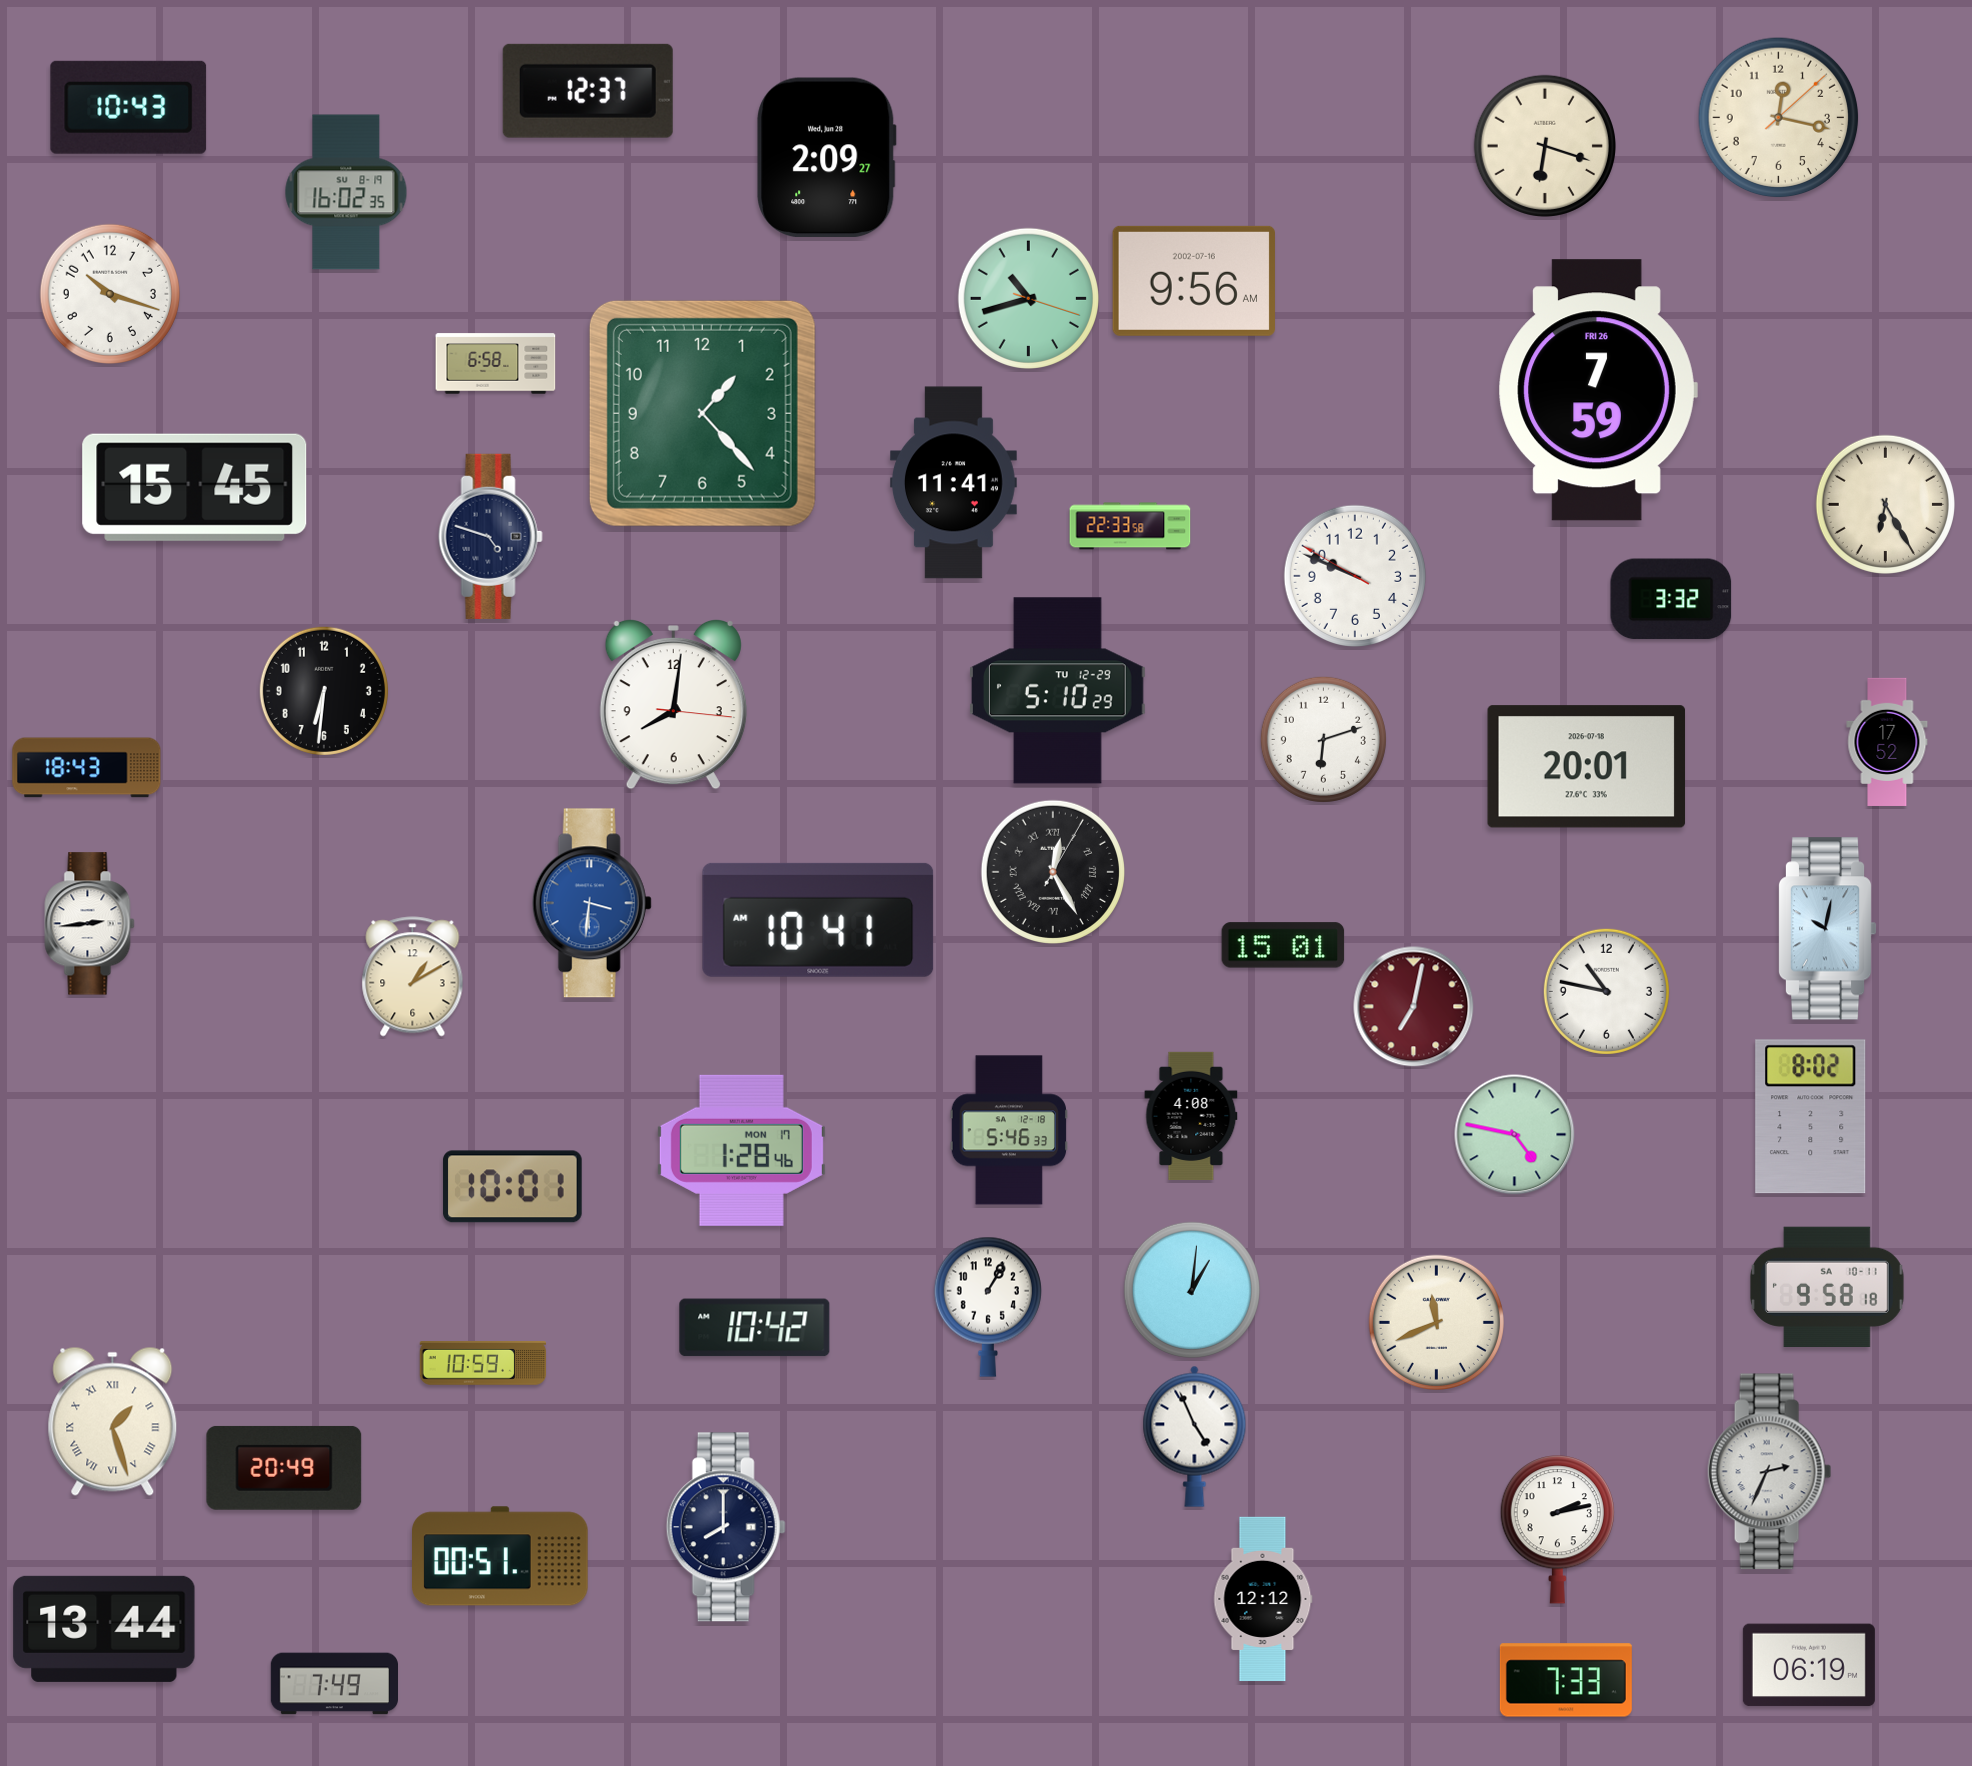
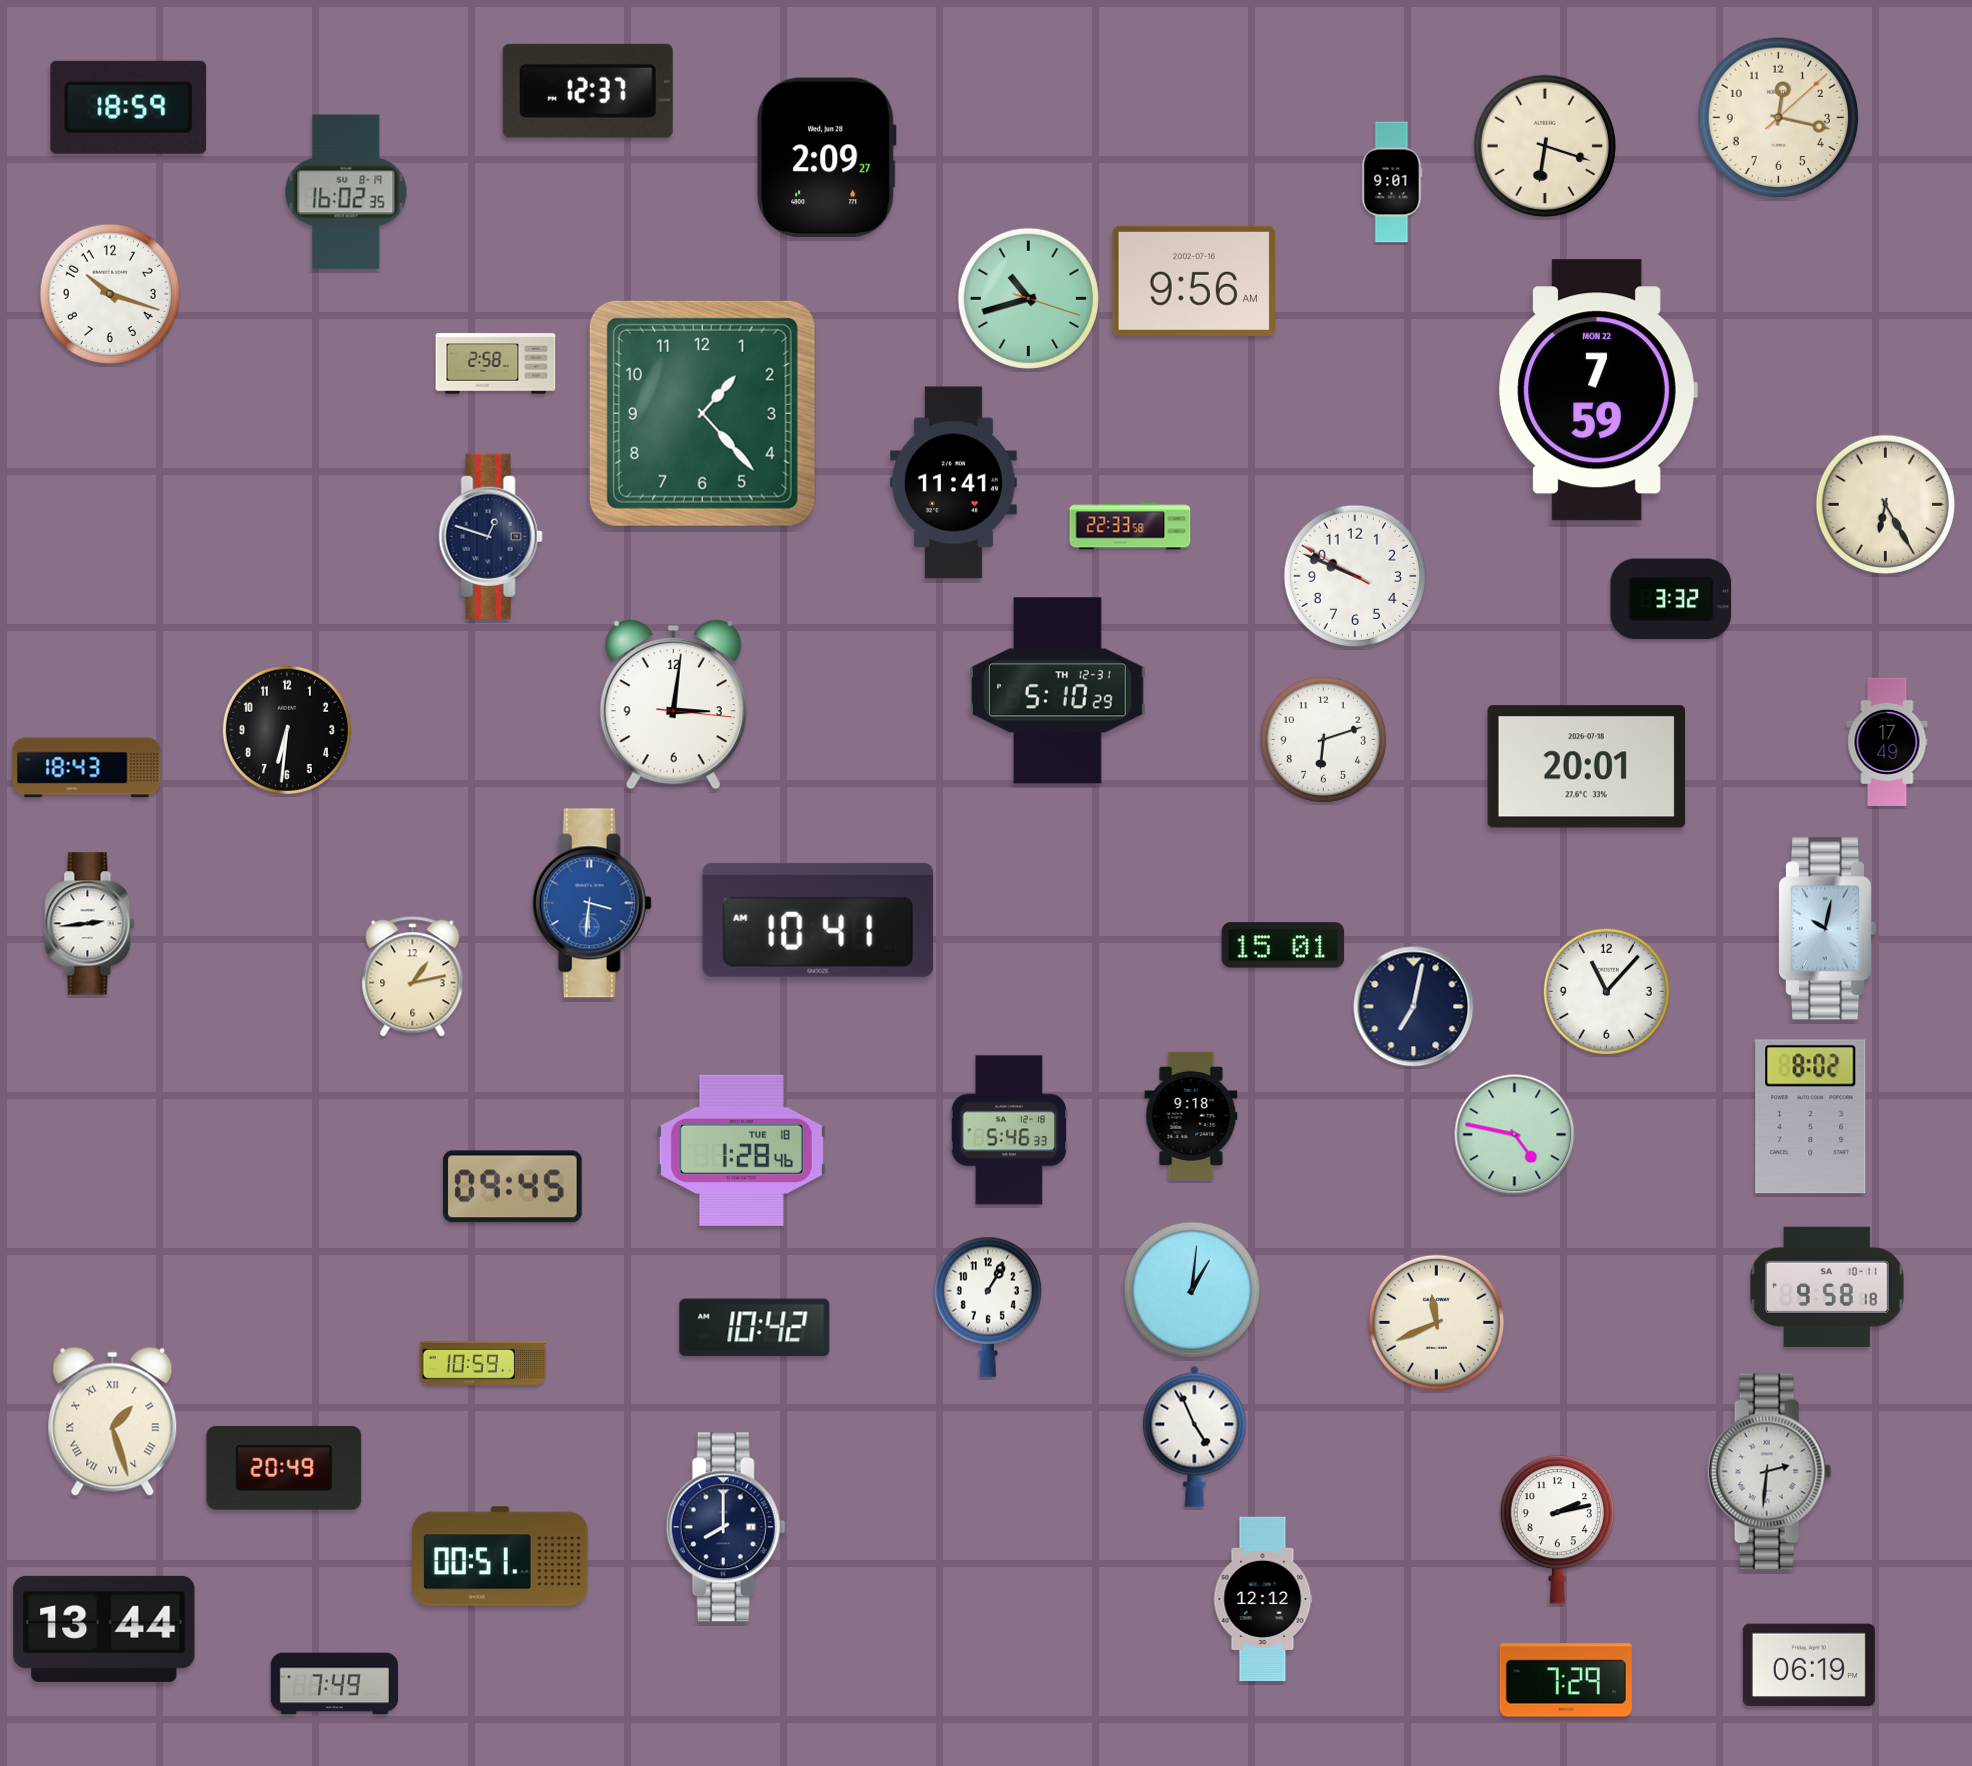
clock at (129, 107): 10:43 -> 18:59
clock at (1392, 182): none -> 9:01
clock at (496, 364): 6:58 -> 2:58
clock at (1598, 390) date: FRI 26 -> MON 22
clock at (195, 487): 15:45 -> none
clock at (490, 536): 4:48 -> 12:48
clock at (324, 691) position: (324, 691) -> (287, 730)
clock at (1057, 691) date: TU 12-29 -> TH 12-31
clock at (673, 704): 8:01 -> 3:01
clock at (1887, 741): 17:52 -> 17:49
clock at (1052, 871): 12:25 -> none
clock at (413, 977): 1:10 -> 1:13
clock at (1606, 991): 10:47 -> 11:07
clock at (1414, 1007) dial: burgundy -> navy
clock at (1191, 1115): 4:08 -> 9:18
clock at (741, 1150) date: MON 17 -> TUE 18
clock at (513, 1187): 10:01 -> 09:45
clock at (1770, 1472): 2:34 -> 2:31
clock at (1566, 1680): 7:33 -> 7:29
